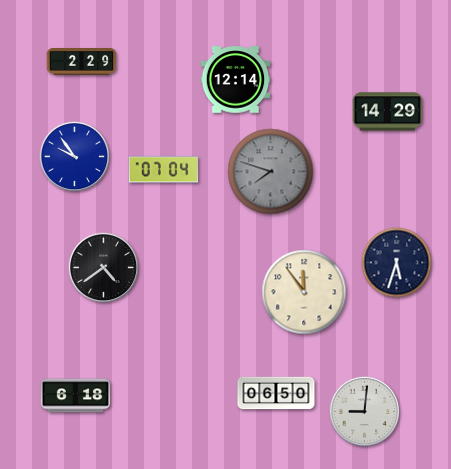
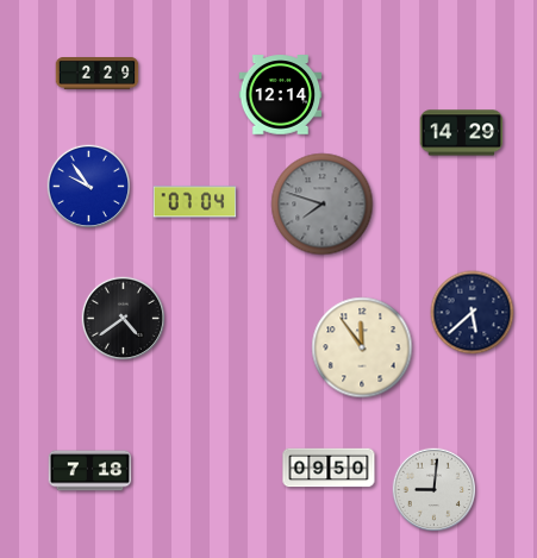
clock at (397, 263): 5:33 -> 5:38
clock at (276, 393): 06:50 -> 09:50
clock at (76, 396): 6:18 -> 7:18
